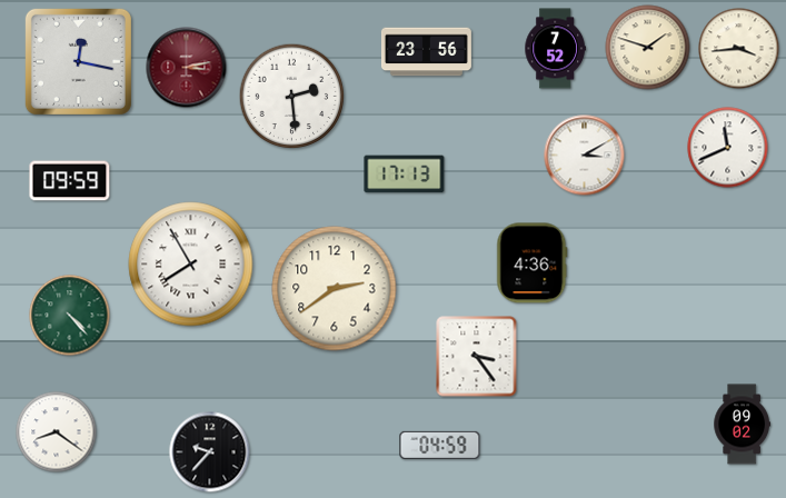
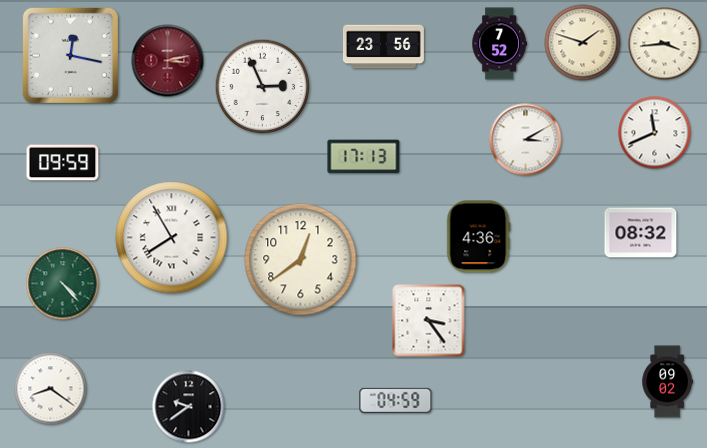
clock at (292, 97): 2:29 -> 2:56
clock at (641, 233): none -> 08:32
clock at (335, 289): 2:39 -> 12:39
clock at (210, 452): 9:37 -> 9:39
